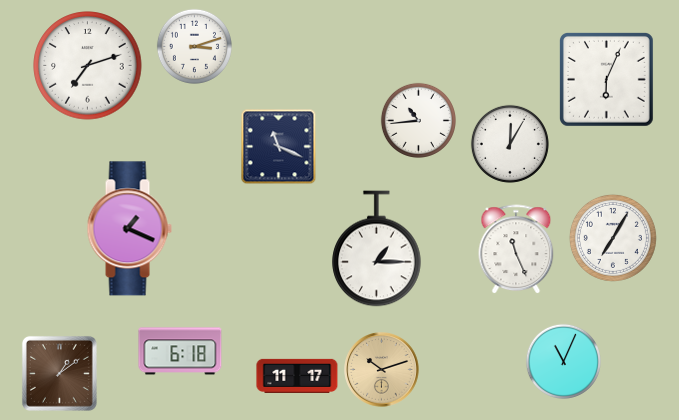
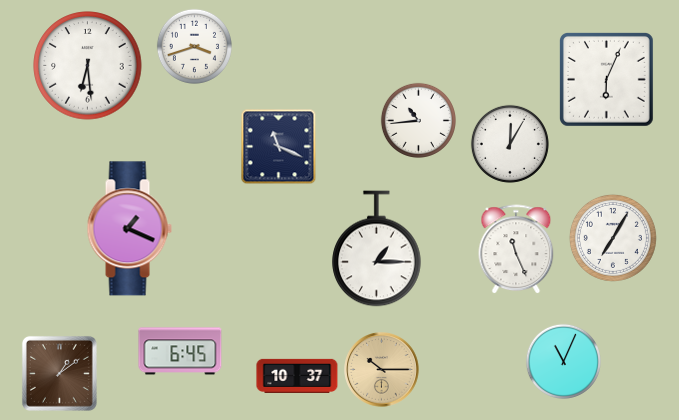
clock at (194, 46): 3:12 -> 3:42
clock at (88, 66): 7:12 -> 6:29
clock at (180, 351): 6:18 -> 6:45
clock at (382, 370): 10:12 -> 10:15
clock at (297, 376): 11:17 -> 10:37
